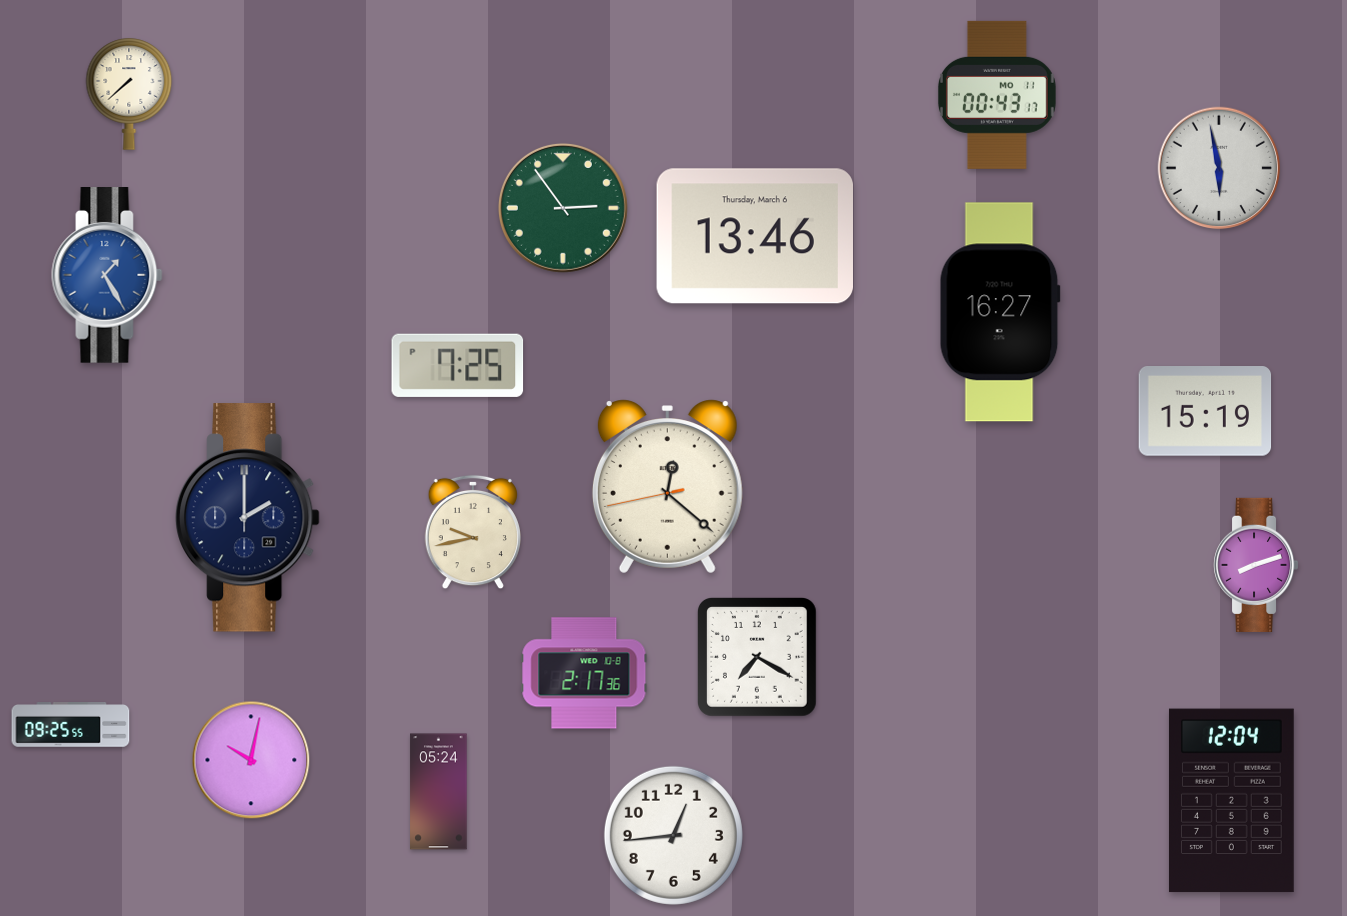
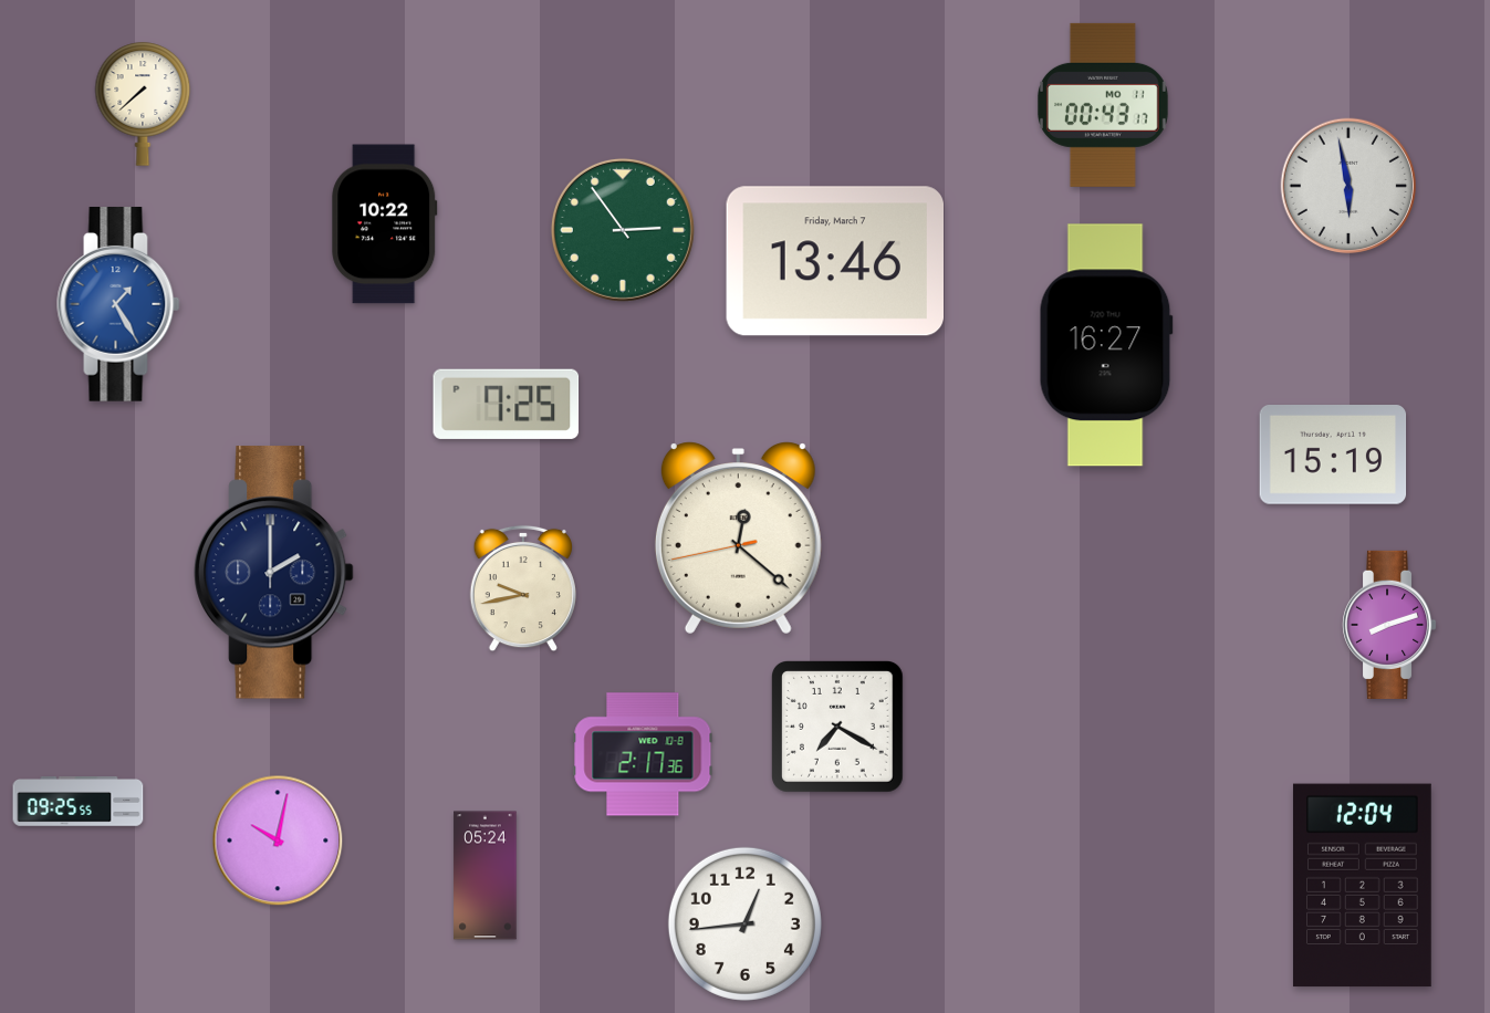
clock at (385, 224): none -> 10:22
clock at (754, 236) date: Thursday, March 6 -> Friday, March 7
clock at (584, 673) position: (584, 673) -> (643, 754)
